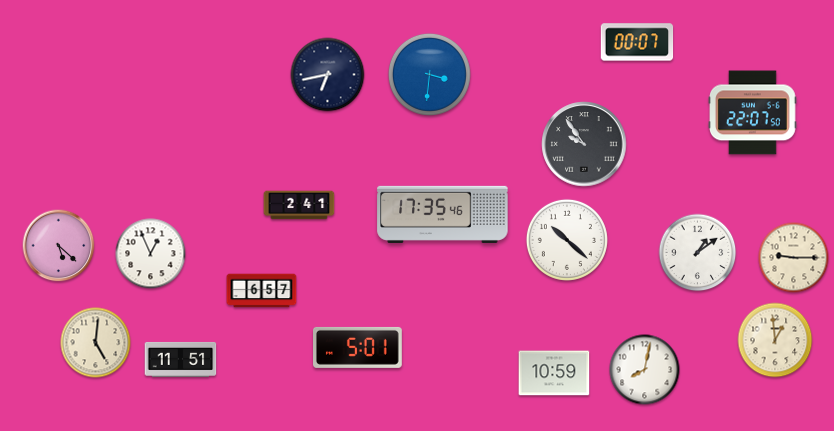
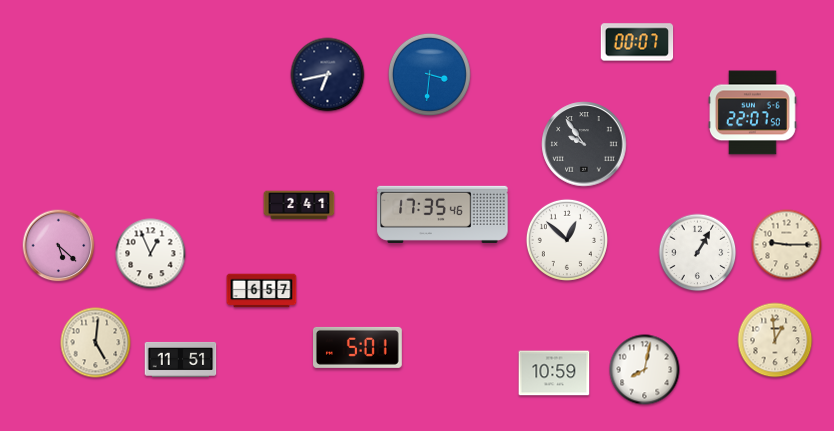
clock at (567, 240): 10:22 -> 12:52
clock at (698, 253): 1:09 -> 1:05
clock at (794, 258) position: (794, 258) -> (787, 245)
